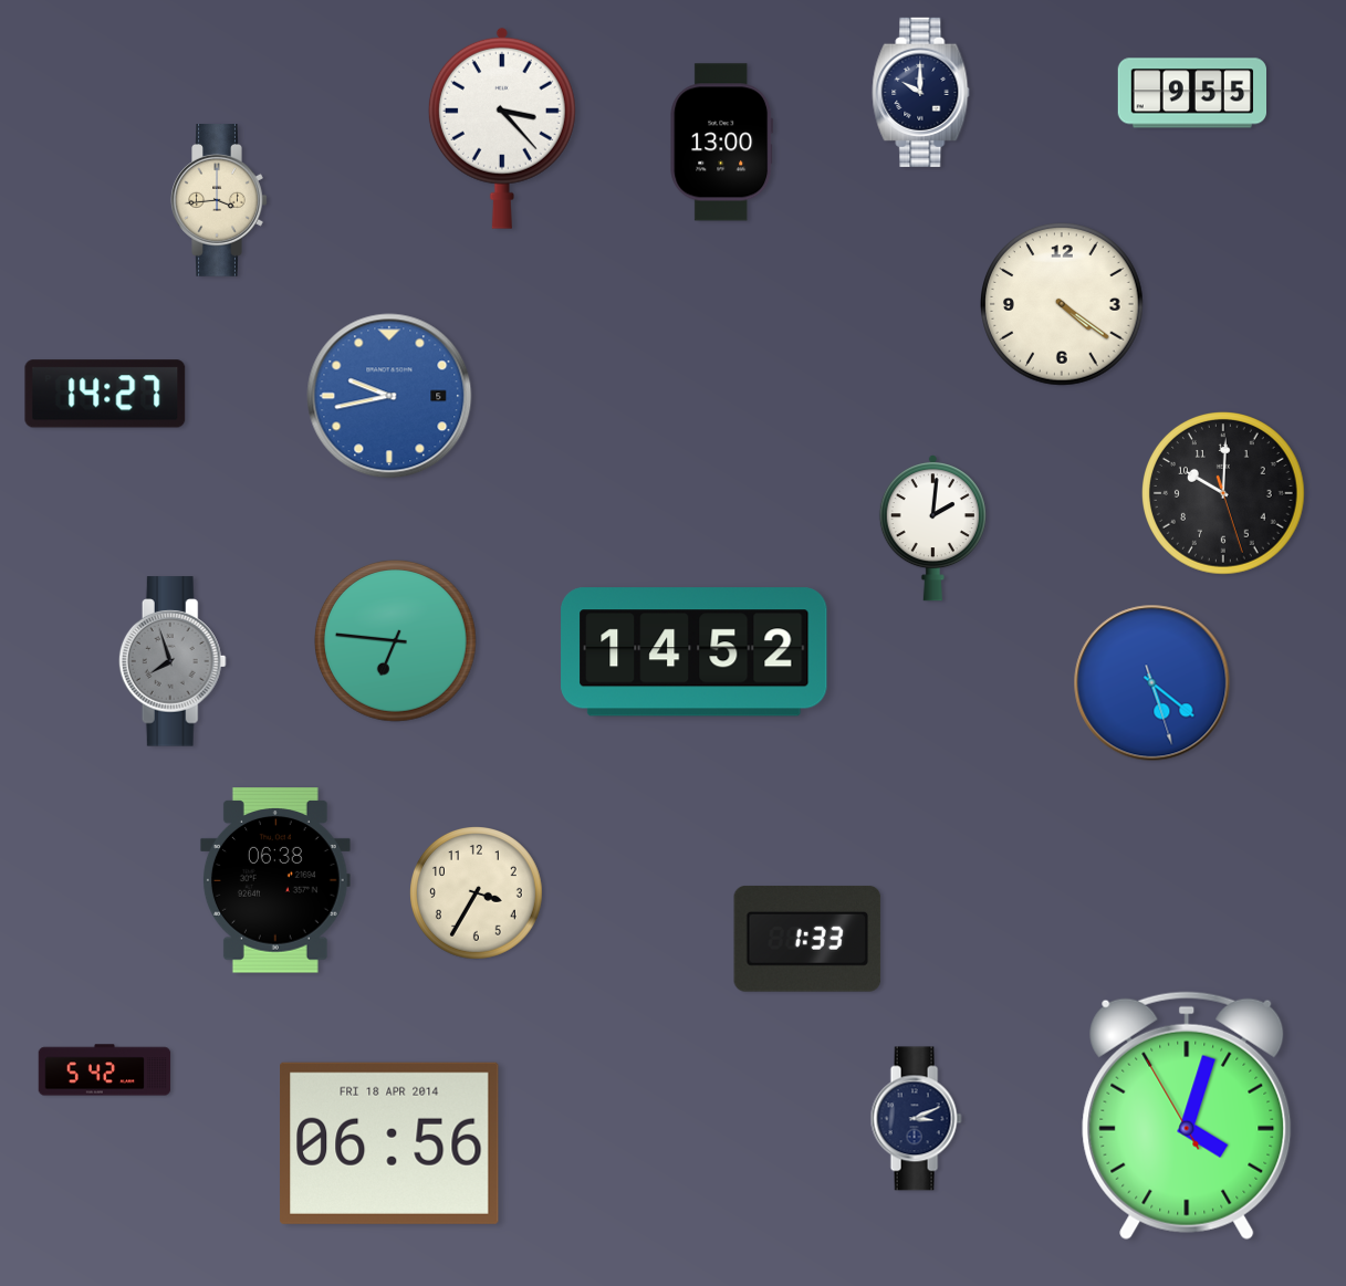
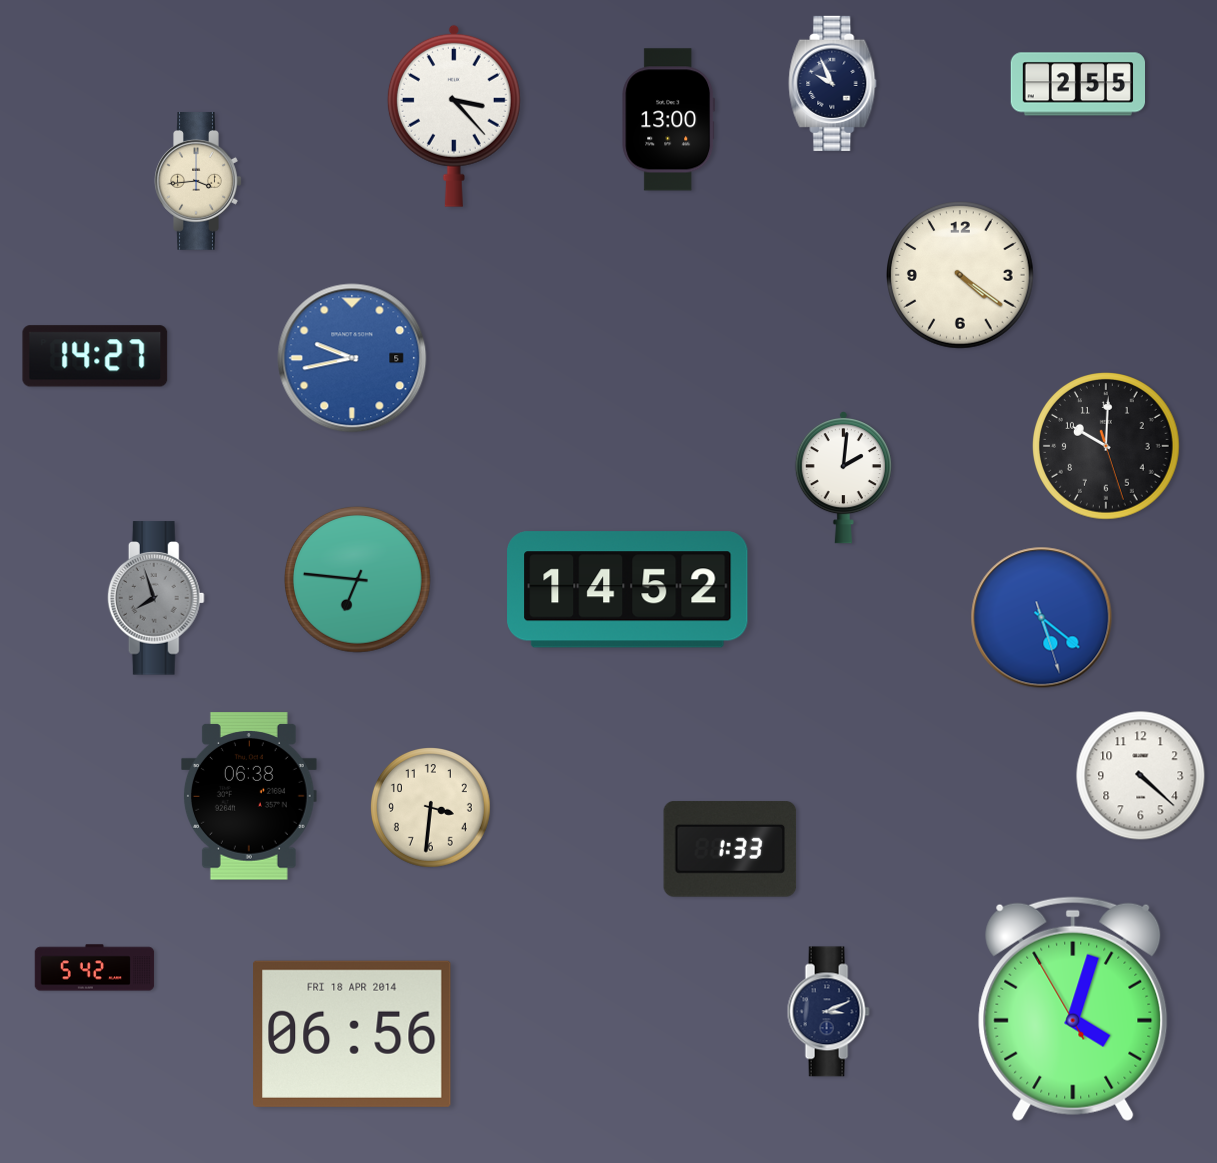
clock at (921, 92): 10:00 -> 9:56
clock at (1191, 93): 9:55 -> 2:55
clock at (722, 143) position: (722, 143) -> (669, 120)
clock at (1141, 776): none -> 4:22
clock at (477, 893): 3:35 -> 3:31
